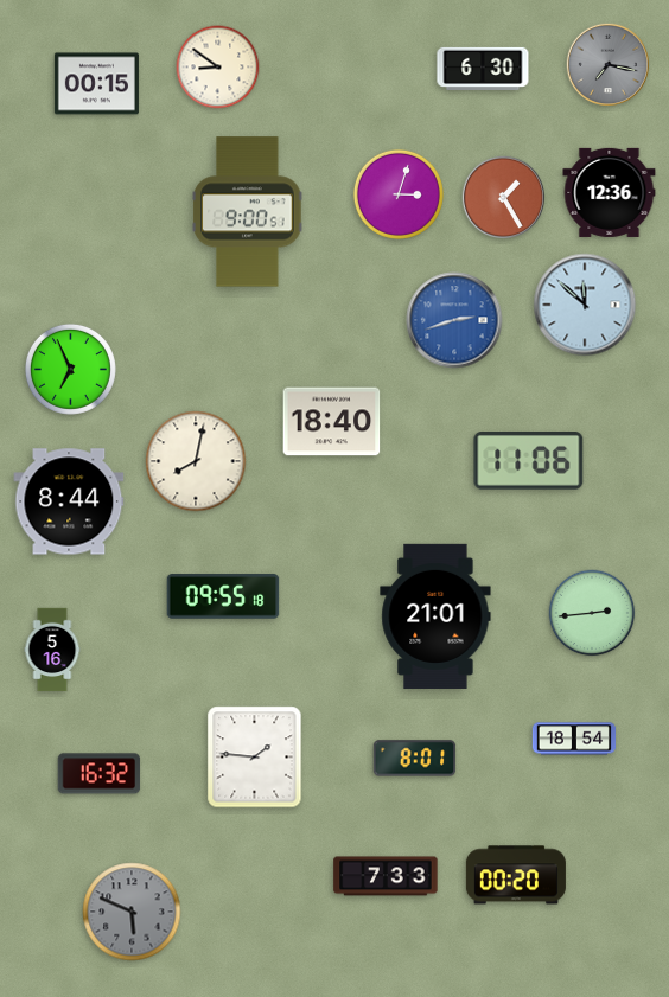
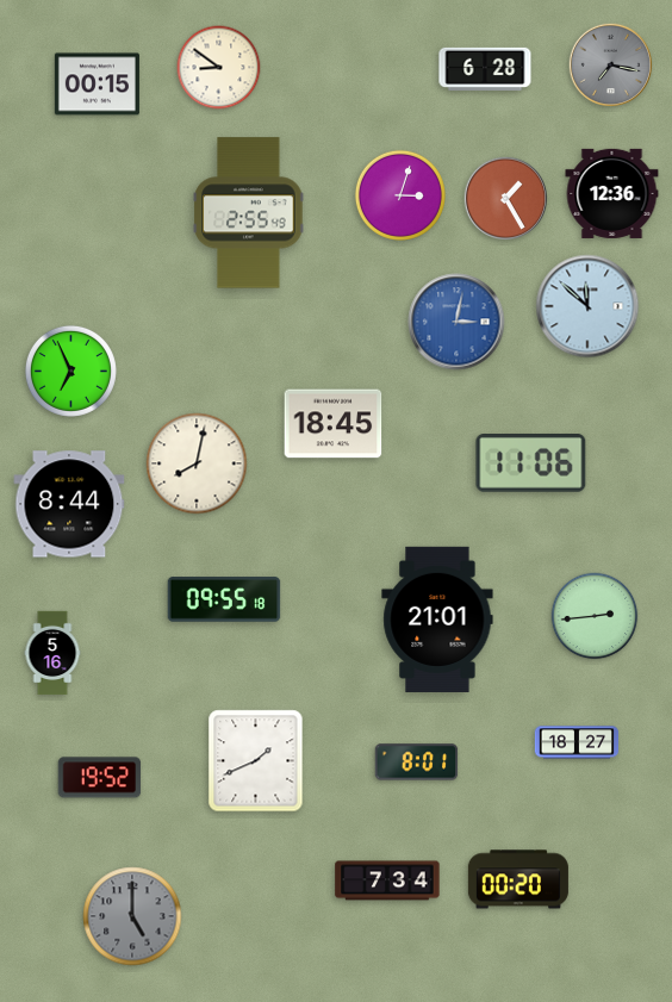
clock at (483, 69): 6:30 -> 6:28
clock at (248, 212): 9:00 -> 2:55
clock at (454, 320): 2:42 -> 3:02
clock at (332, 422): 18:40 -> 18:45
clock at (574, 739): 18:54 -> 18:27
clock at (255, 758): 1:46 -> 1:41
clock at (100, 774): 16:32 -> 19:52
clock at (386, 876): 7:33 -> 7:34
clock at (132, 912): 5:49 -> 5:00
